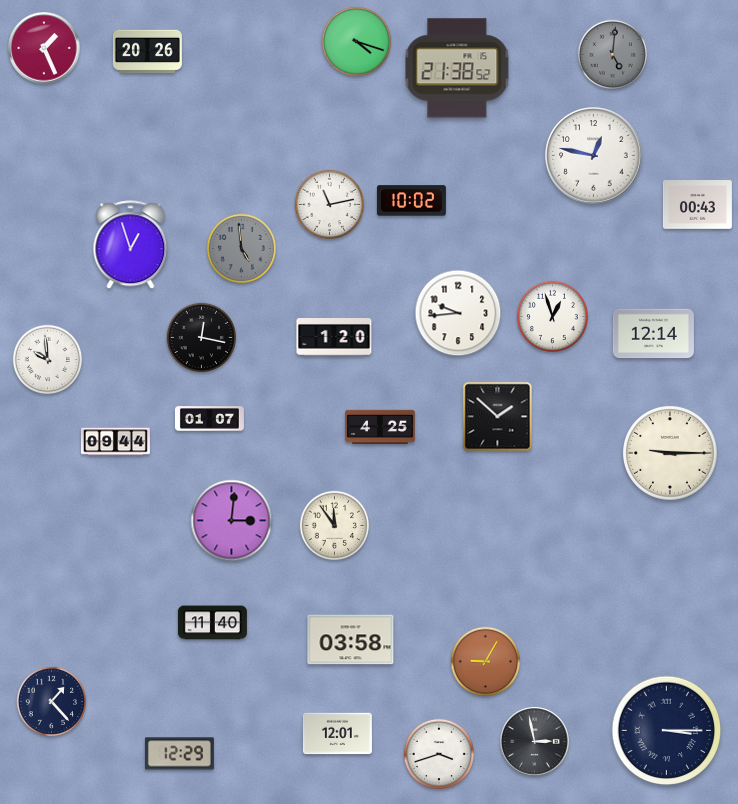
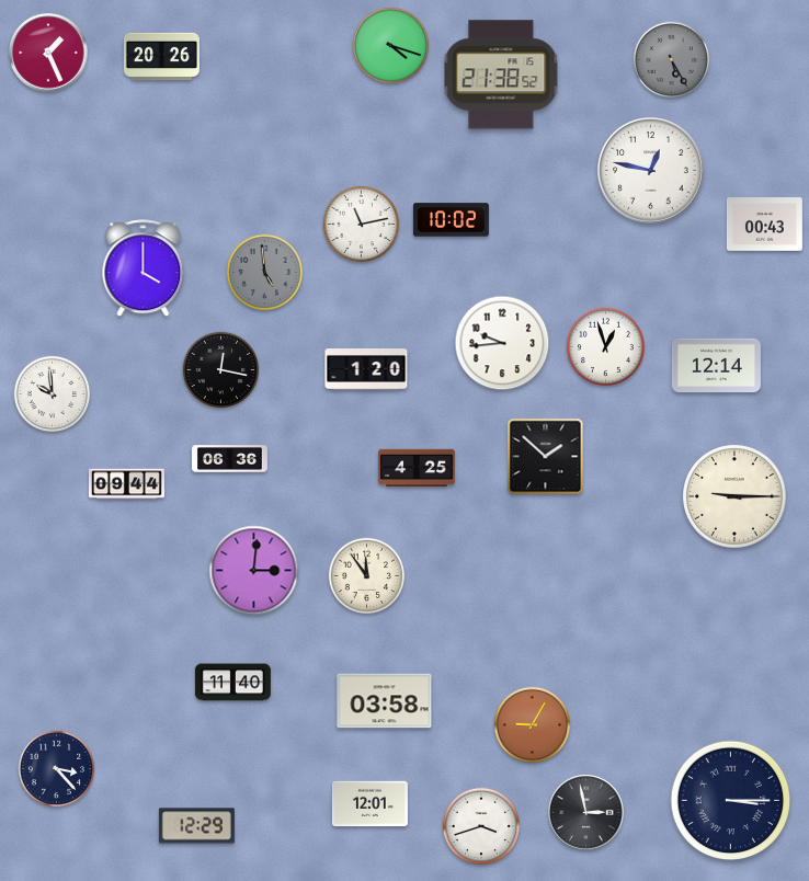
clock at (613, 55): 5:01 -> 5:25
clock at (131, 245): 12:57 -> 4:00
clock at (209, 419): 01:07 -> 06:36
clock at (52, 702): 1:23 -> 3:23
